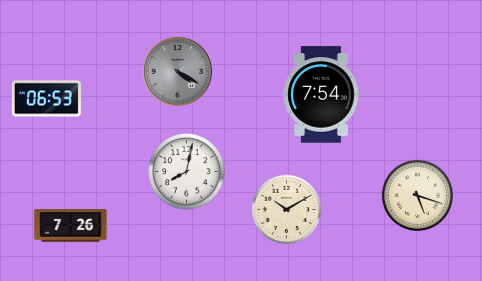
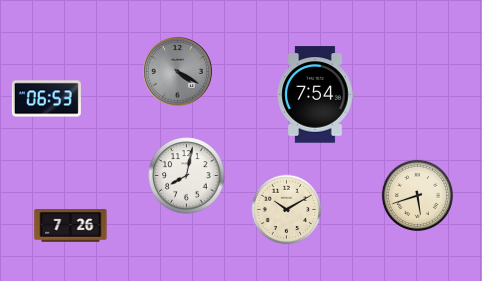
clock at (321, 95) position: (321, 95) -> (315, 95)
clock at (187, 172) position: (187, 172) -> (187, 176)
clock at (417, 195): 5:18 -> 5:42
